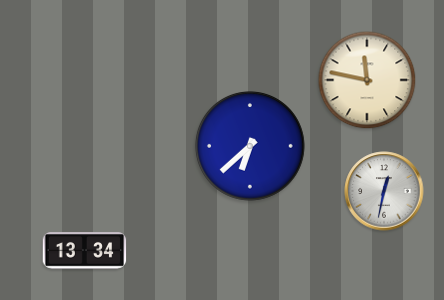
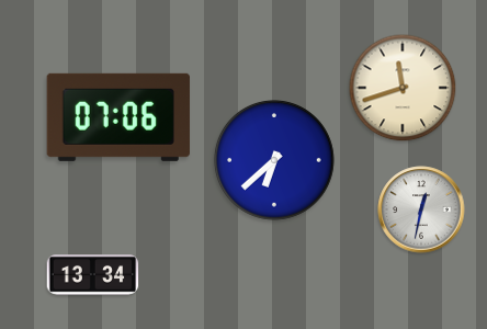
clock at (367, 80): 11:47 -> 11:42
clock at (118, 117): none -> 07:06
